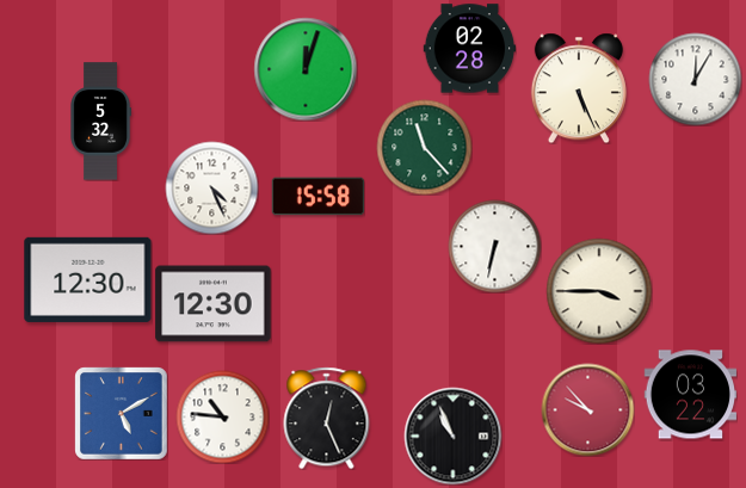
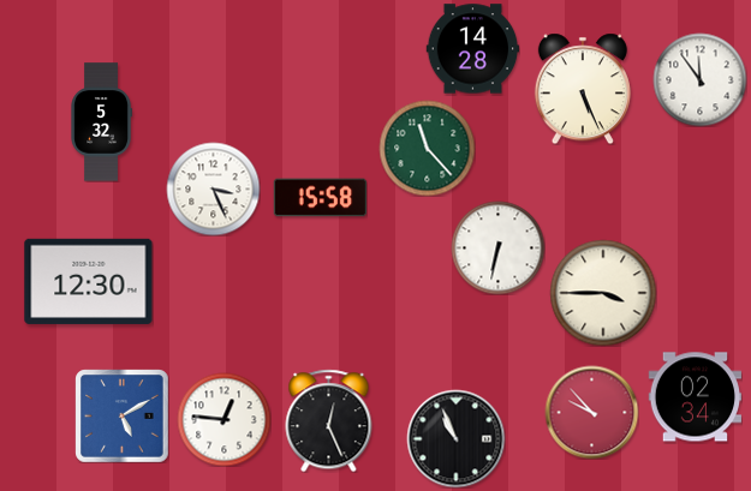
clock at (469, 49): 02:28 -> 14:28
clock at (306, 69): 12:03 -> none
clock at (695, 79): 12:05 -> 11:54
clock at (211, 187): 4:26 -> 3:26
clock at (214, 304): 12:30 -> none
clock at (690, 395): 03:22 -> 02:34
clock at (222, 416): 10:46 -> 12:46
